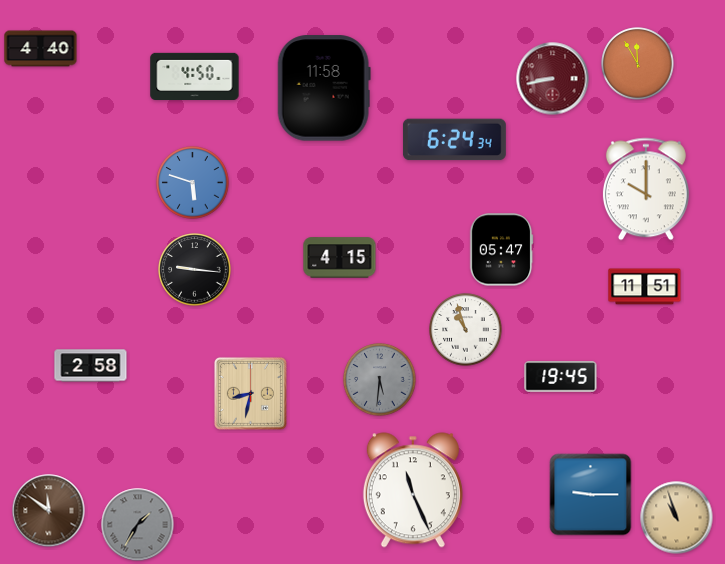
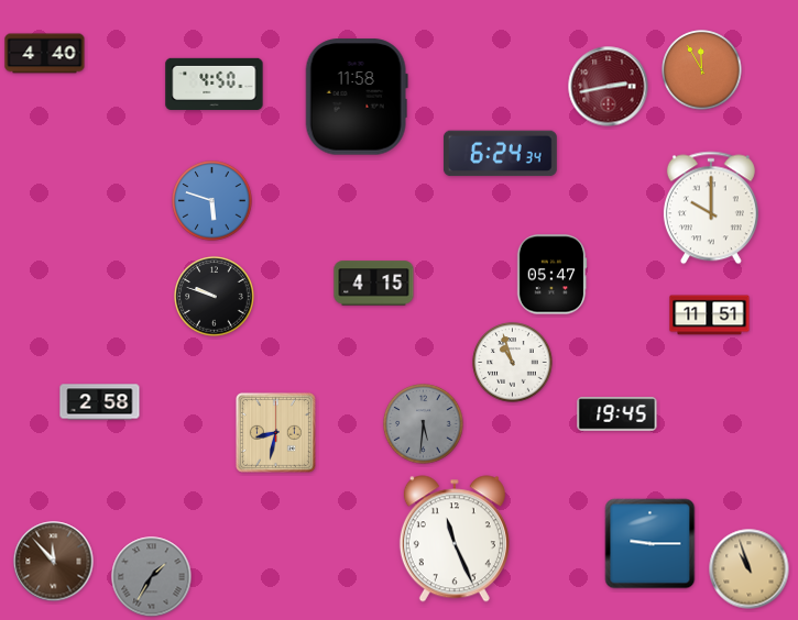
clock at (553, 79): 8:43 -> 2:43
clock at (195, 270): 9:16 -> 9:48
clock at (380, 380) position: (380, 380) -> (424, 424)
clock at (49, 511): 11:51 -> 11:53
clock at (677, 518) position: (677, 518) -> (750, 569)
